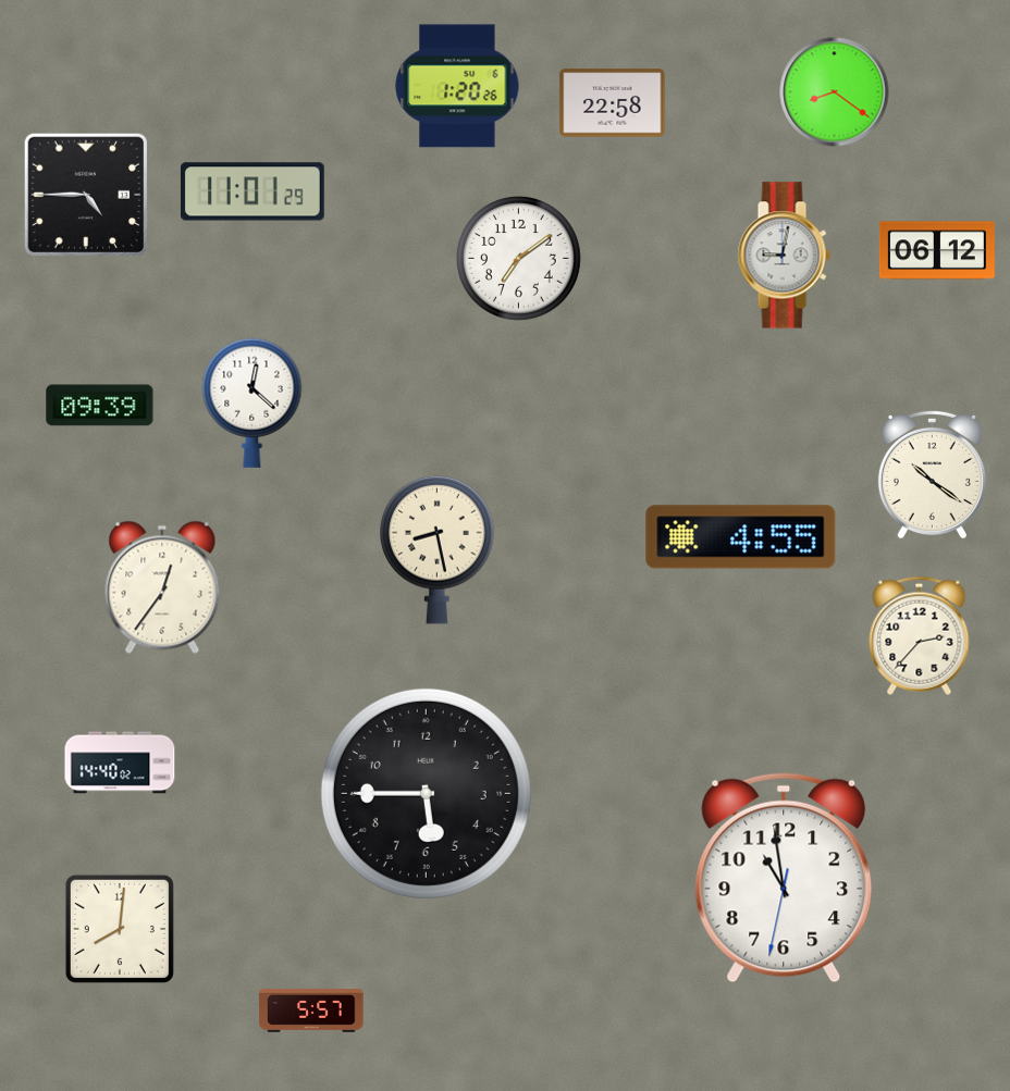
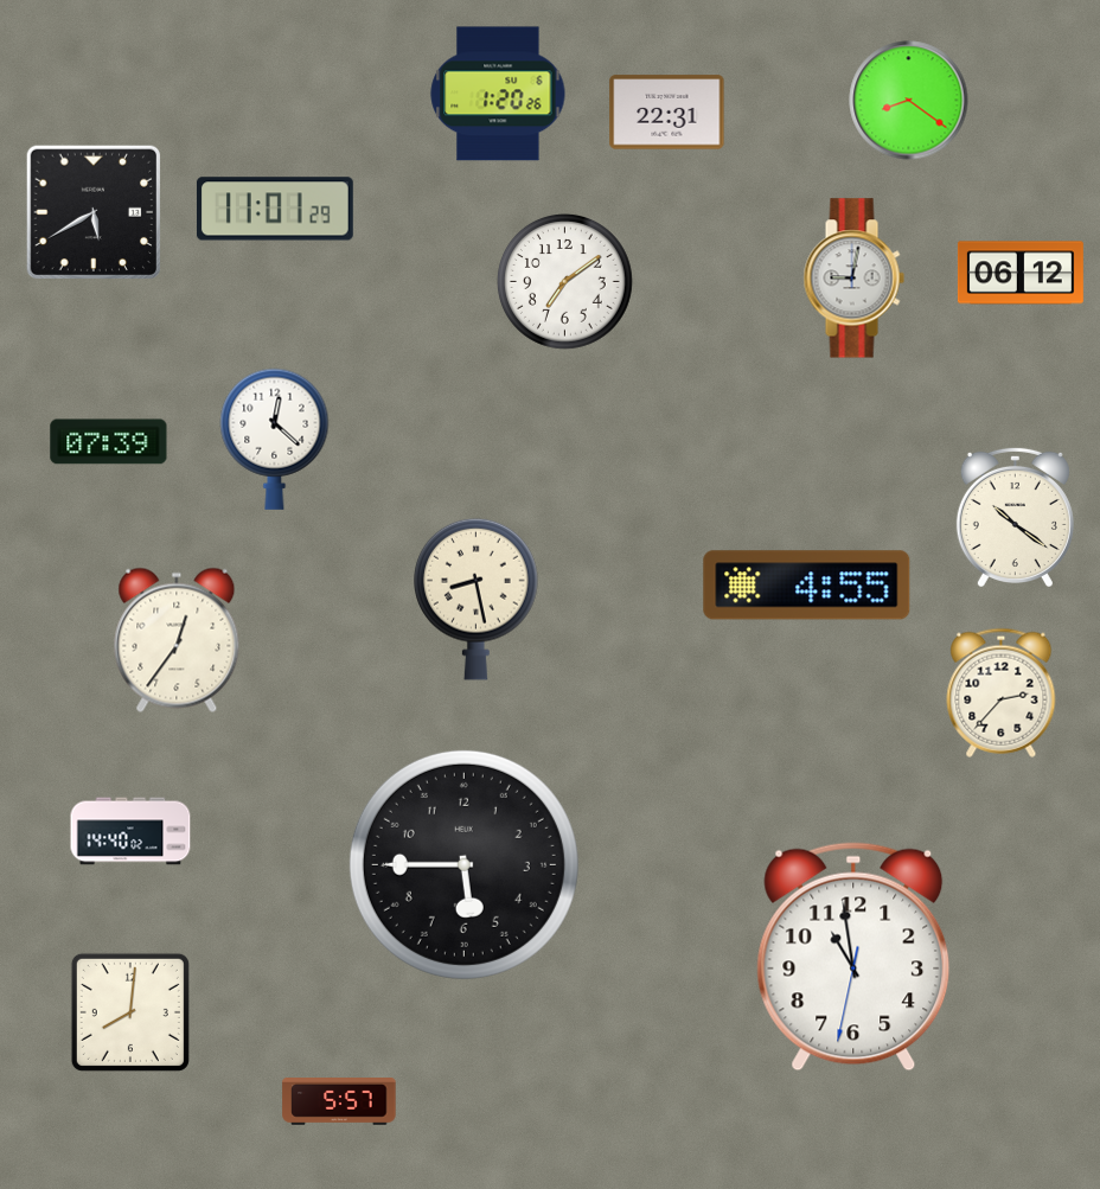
clock at (613, 103): 22:58 -> 22:31
clock at (86, 195): 4:45 -> 5:40
clock at (100, 406): 09:39 -> 07:39
